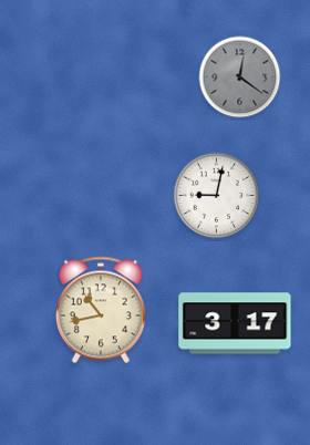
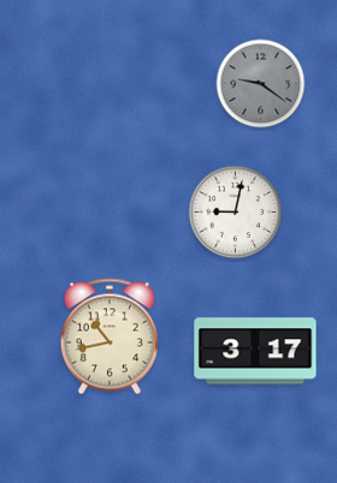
clock at (240, 77): 12:21 -> 9:21
